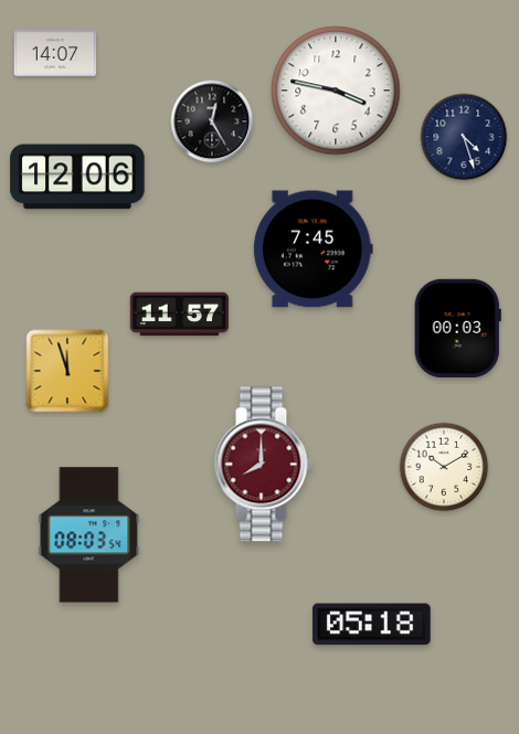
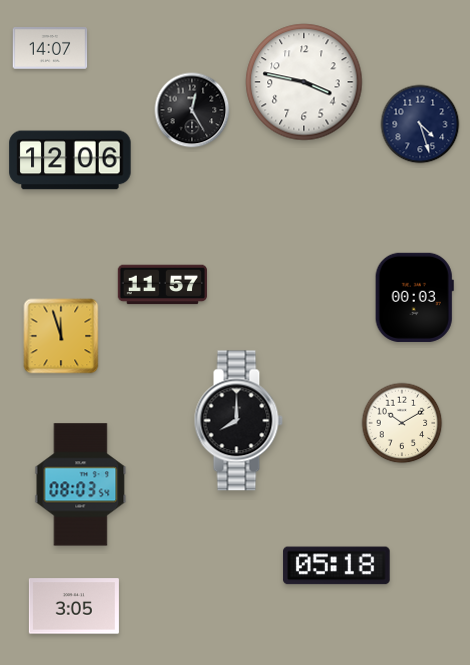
clock at (313, 249): 7:45 -> none
clock at (263, 465) dial: burgundy -> black
clock at (74, 606): none -> 3:05
